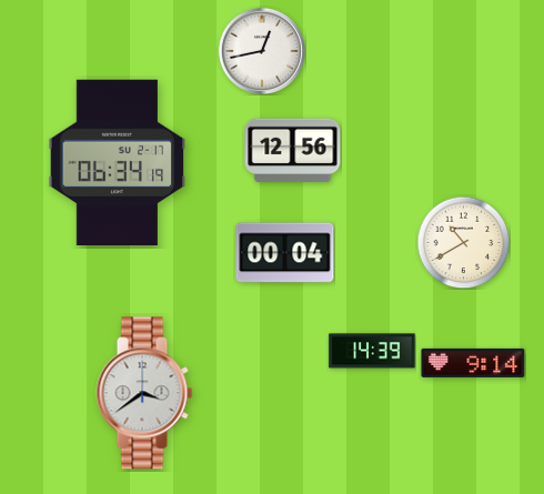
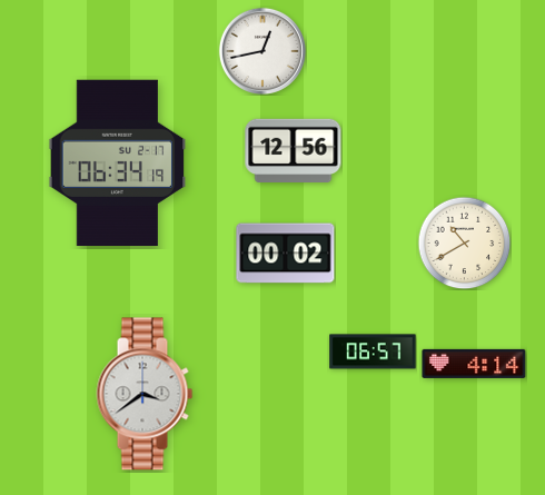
clock at (285, 253): 00:04 -> 00:02
clock at (372, 351): 14:39 -> 06:57
clock at (473, 363): 9:14 -> 4:14
